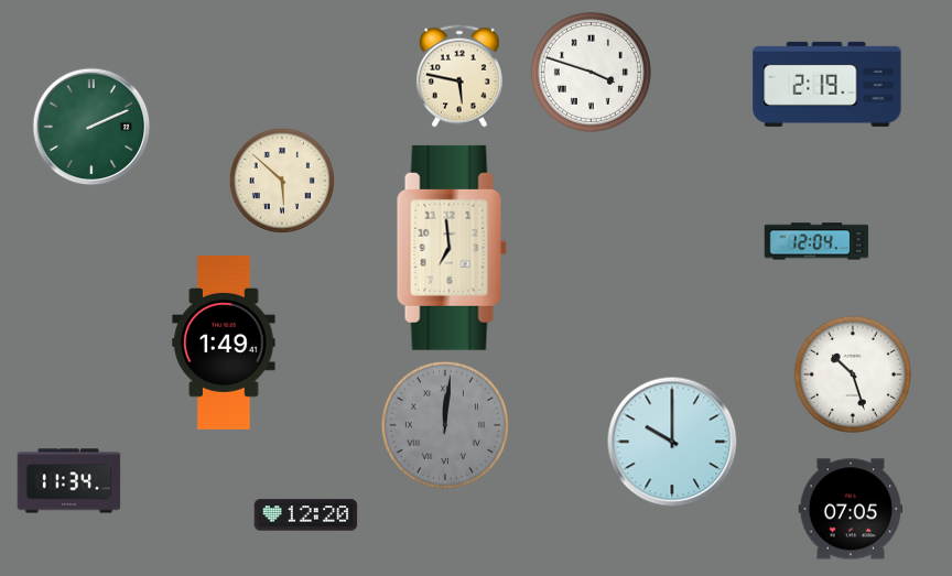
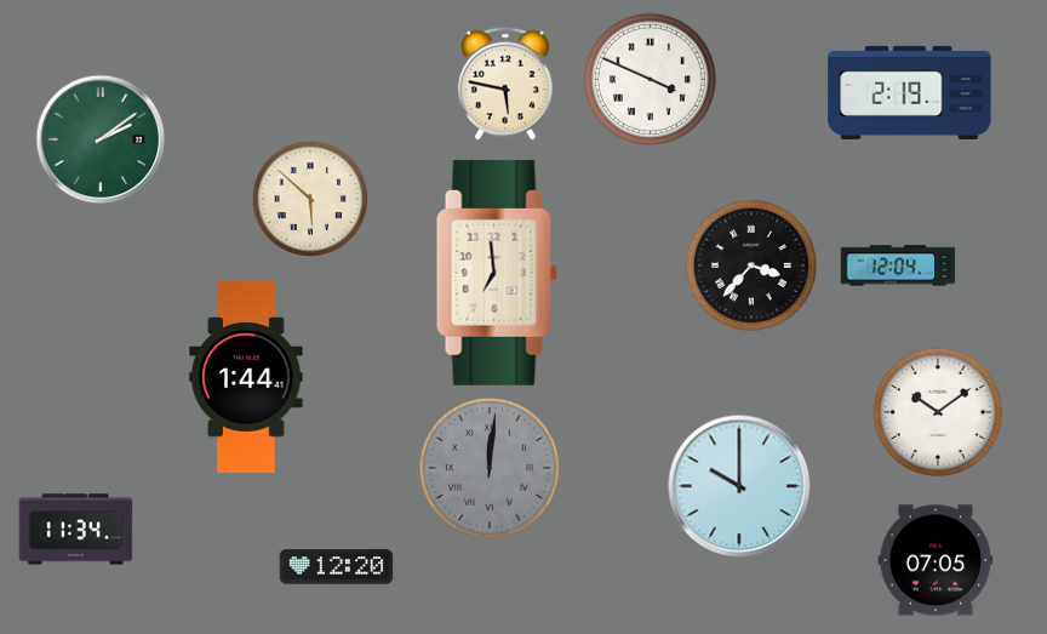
clock at (591, 72): 3:48 -> 3:49
clock at (91, 127): 2:11 -> 2:09
clock at (751, 265): none -> 3:37
clock at (224, 344): 1:49 -> 1:44
clock at (853, 374): 10:27 -> 10:09
